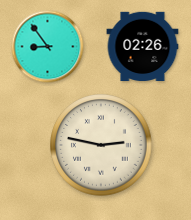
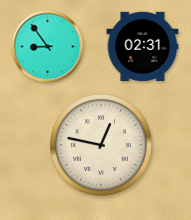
clock at (143, 46): 02:26 -> 02:31
clock at (101, 145): 2:47 -> 12:47
